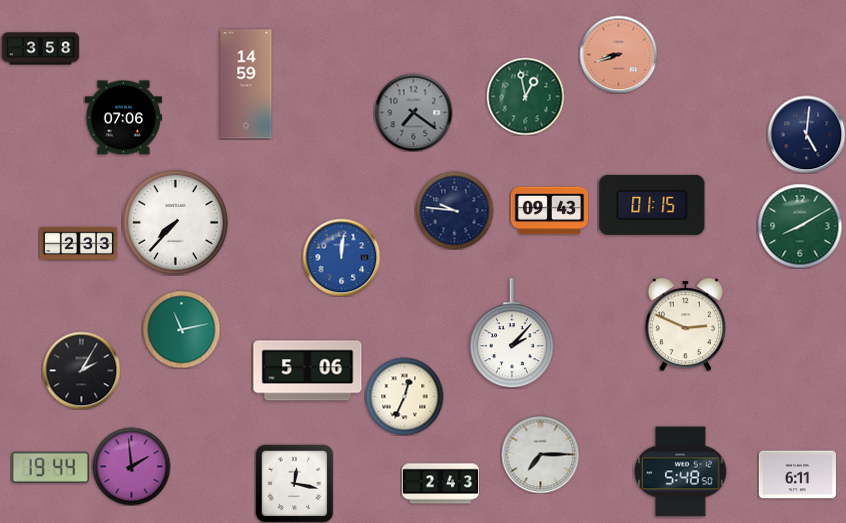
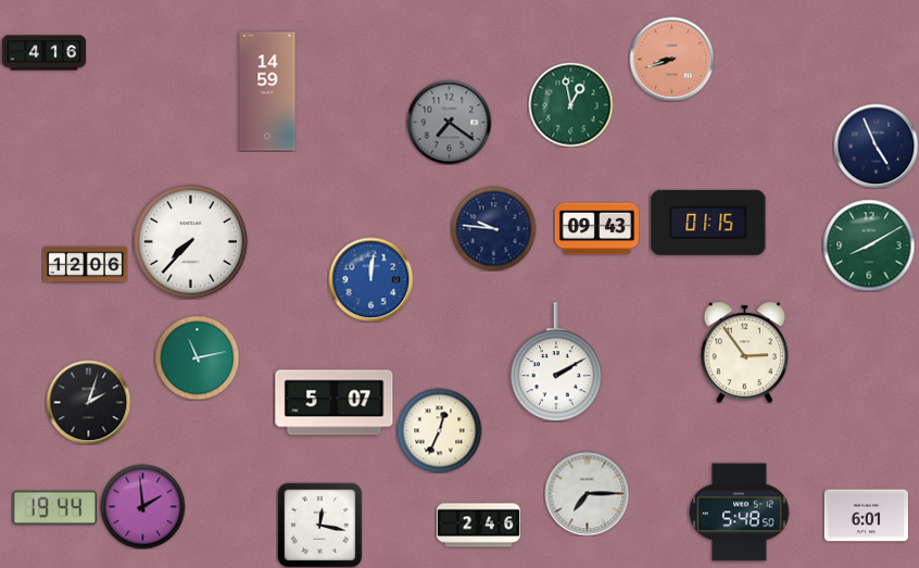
clock at (40, 49): 3:58 -> 4:16
clock at (123, 118): 07:06 -> none
clock at (806, 134): 5:01 -> 4:56
clock at (78, 244): 2:33 -> 12:06
clock at (685, 324): 2:49 -> 2:54
clock at (512, 333): 2:07 -> 2:10
clock at (81, 370): 2:05 -> 2:03
clock at (308, 371): 5:06 -> 5:07
clock at (797, 475): 6:11 -> 6:01
clock at (440, 484): 2:43 -> 2:46
